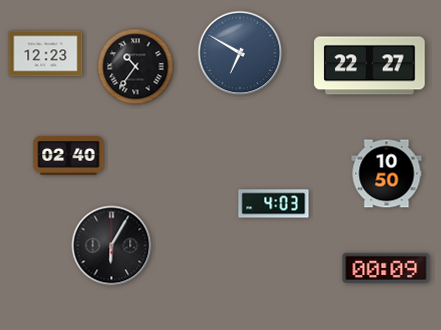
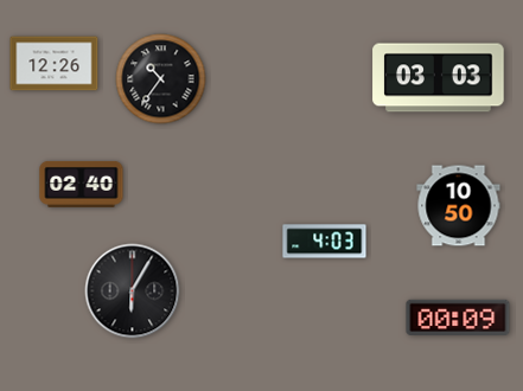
clock at (240, 53): 6:50 -> none
clock at (46, 54): 12:23 -> 12:26
clock at (370, 66): 22:27 -> 03:03
